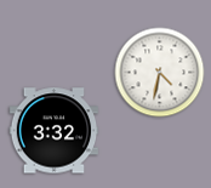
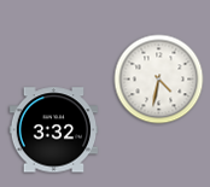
clock at (160, 73) position: (160, 73) -> (159, 80)
